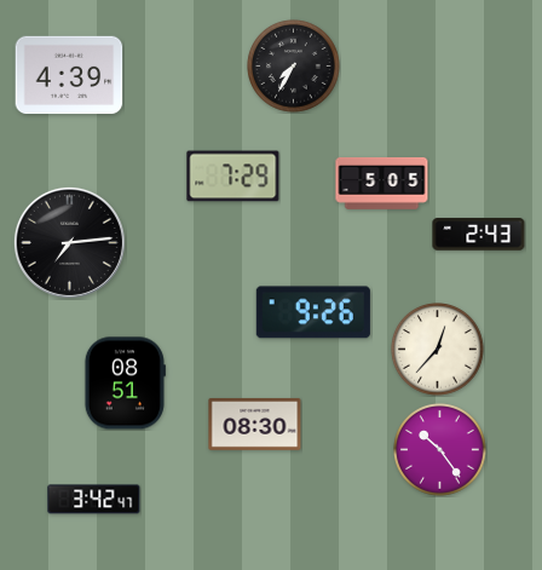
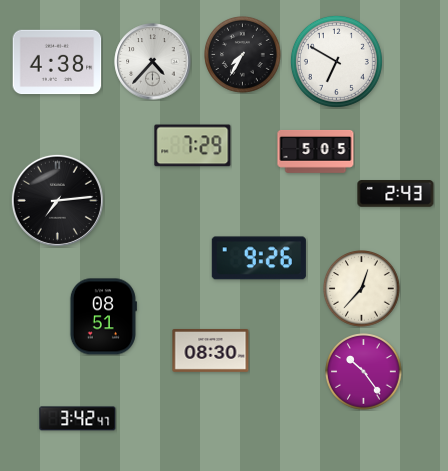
clock at (336, 61): none -> 6:50
clock at (69, 75): 4:39 -> 4:38
clock at (153, 62): none -> 4:37
clock at (94, 500) position: (94, 500) -> (78, 419)
